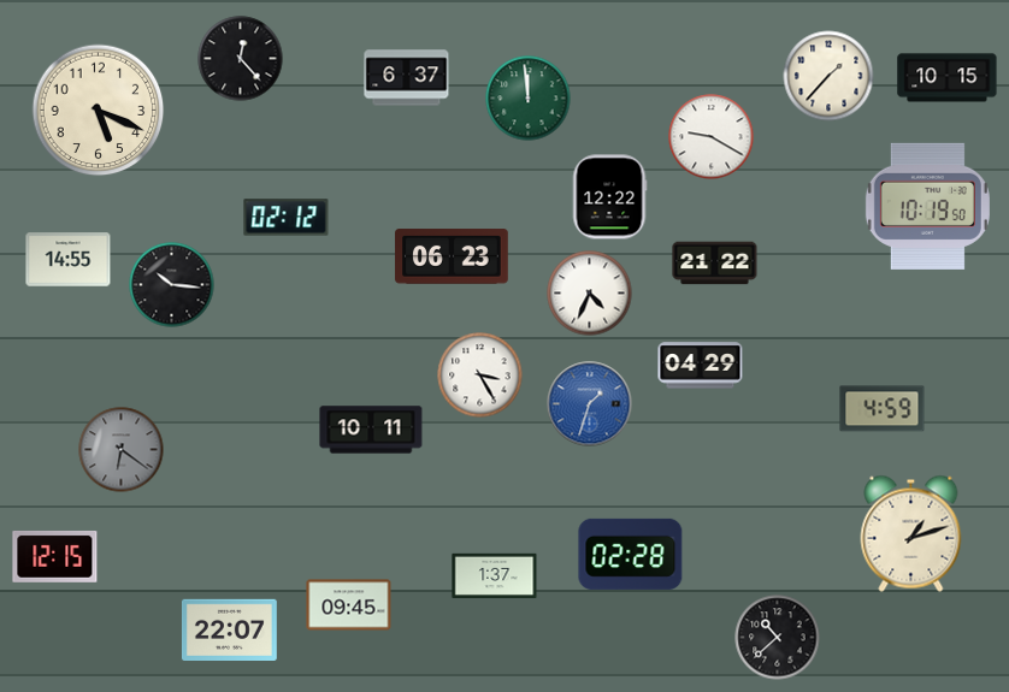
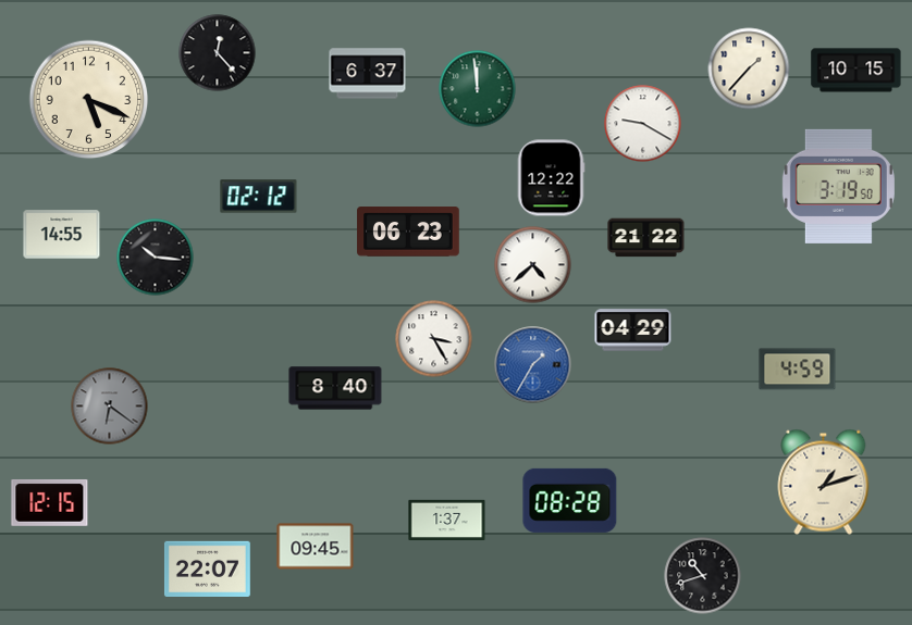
clock at (407, 78) position: (407, 78) -> (368, 74)
clock at (927, 206): 10:19 -> 3:19
clock at (590, 294): 4:34 -> 4:38
clock at (590, 404): 1:33 -> 1:35
clock at (371, 430): 10:11 -> 8:40
clock at (631, 554): 02:28 -> 08:28
clock at (778, 638): 10:38 -> 10:42
